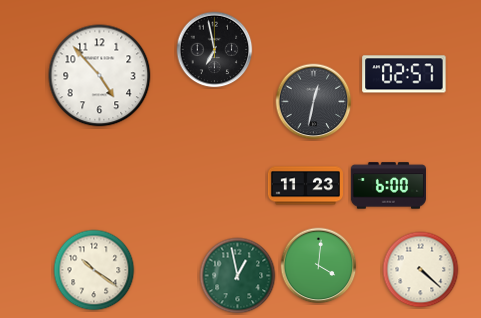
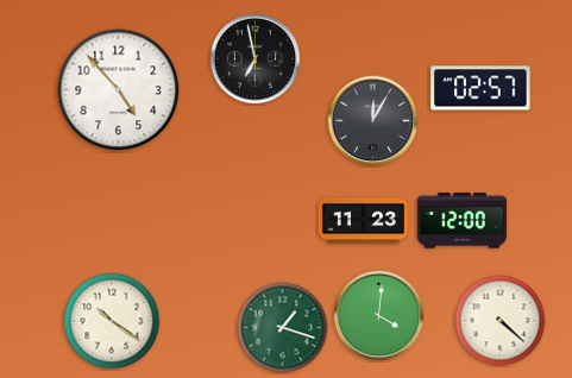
clock at (314, 102): 12:32 -> 12:05
clock at (388, 186): 6:00 -> 12:00
clock at (238, 276): 12:58 -> 1:18
